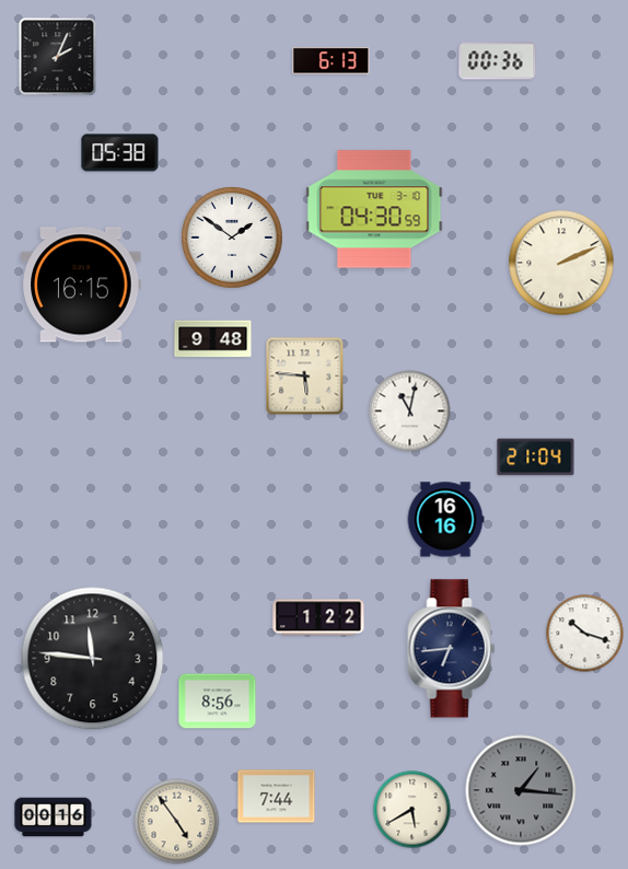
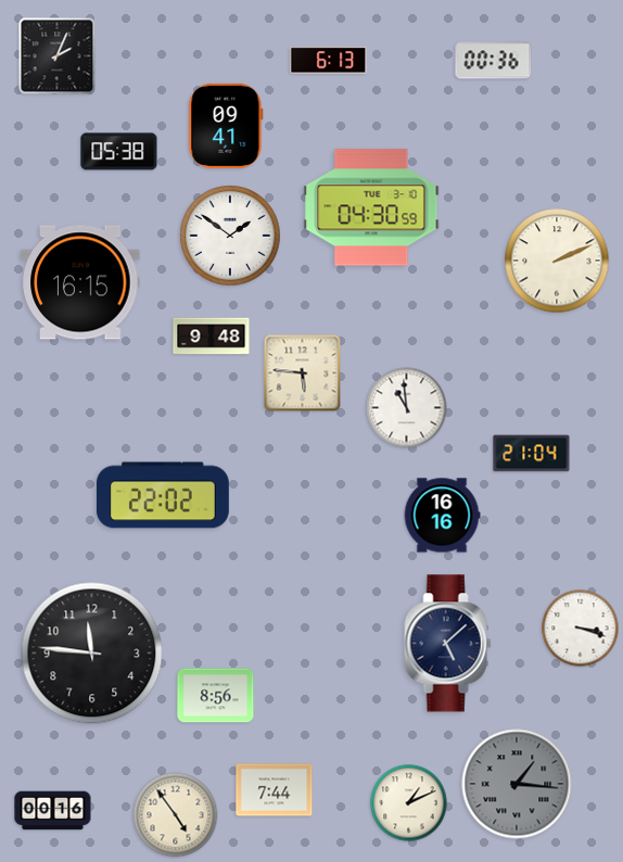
clock at (226, 126): none -> 09:41
clock at (410, 412): 11:02 -> 10:59
clock at (163, 495): none -> 22:02
clock at (318, 617): 1:22 -> none
clock at (585, 634): 10:18 -> 3:18
clock at (452, 649): 6:44 -> 5:08
clock at (412, 810): 5:40 -> 1:11
